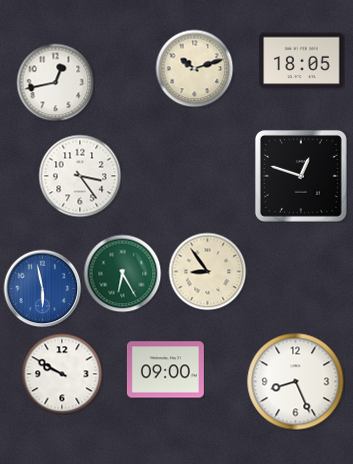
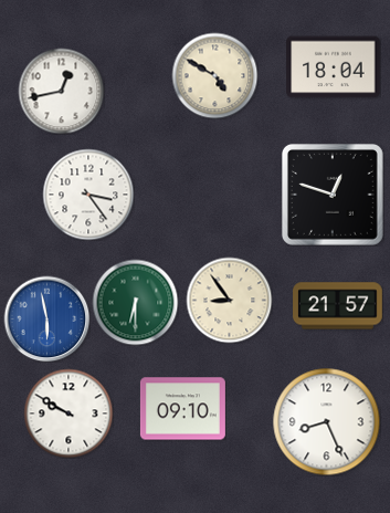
clock at (302, 61): 18:05 -> 18:04
clock at (194, 68): 10:12 -> 4:50
clock at (122, 273): 6:25 -> 6:30
clock at (338, 306): none -> 21:57
clock at (165, 370): 09:00 -> 09:10
